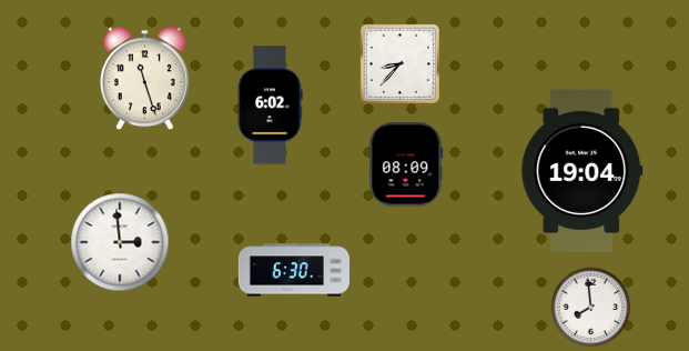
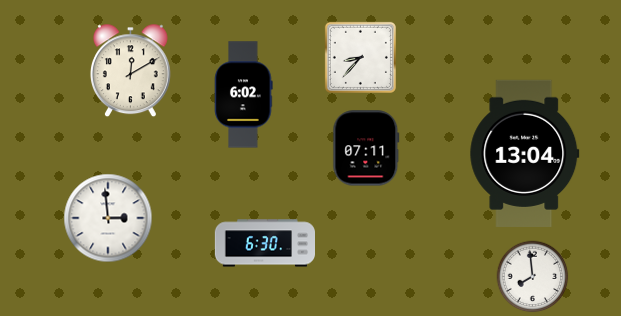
clock at (144, 79): 11:27 -> 12:10
clock at (406, 164): 08:09 -> 07:11
clock at (582, 170): 19:04 -> 13:04
